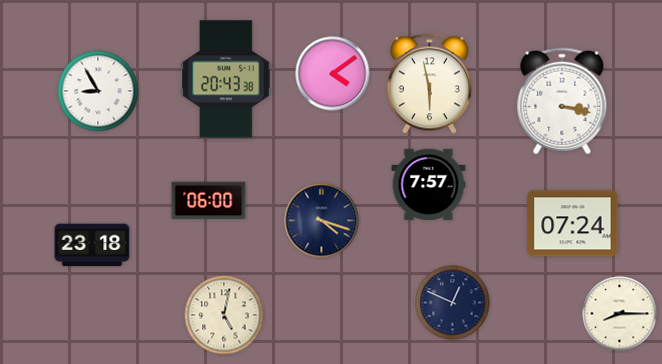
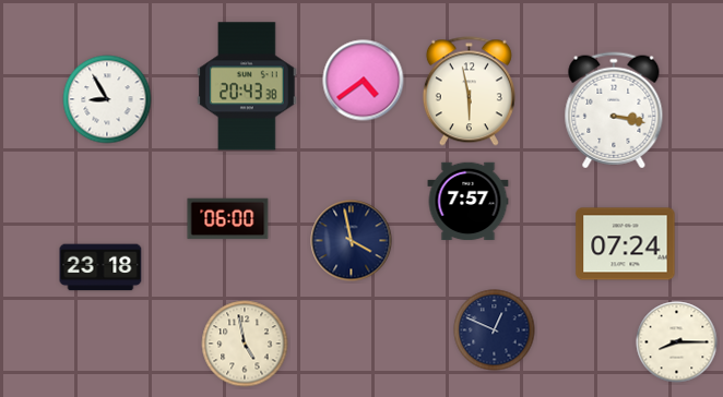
clock at (333, 74): 4:09 -> 4:39
clock at (322, 221): 4:18 -> 3:58
clock at (224, 315): 5:02 -> 4:58
